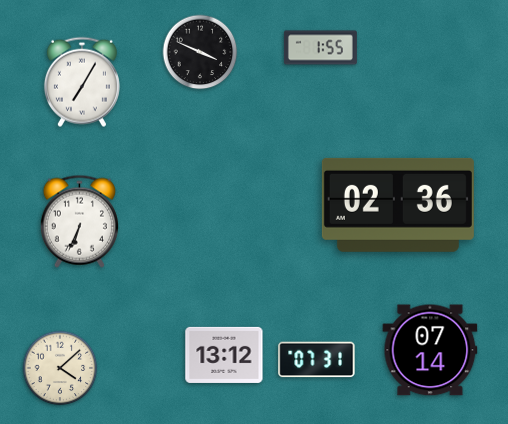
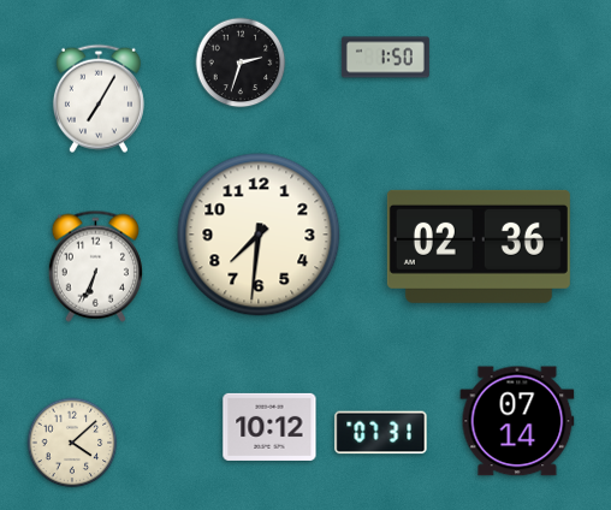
clock at (320, 48): 1:55 -> 1:50
clock at (200, 52): 3:49 -> 2:33
clock at (259, 235): none -> 7:31
clock at (224, 355): 13:12 -> 10:12
